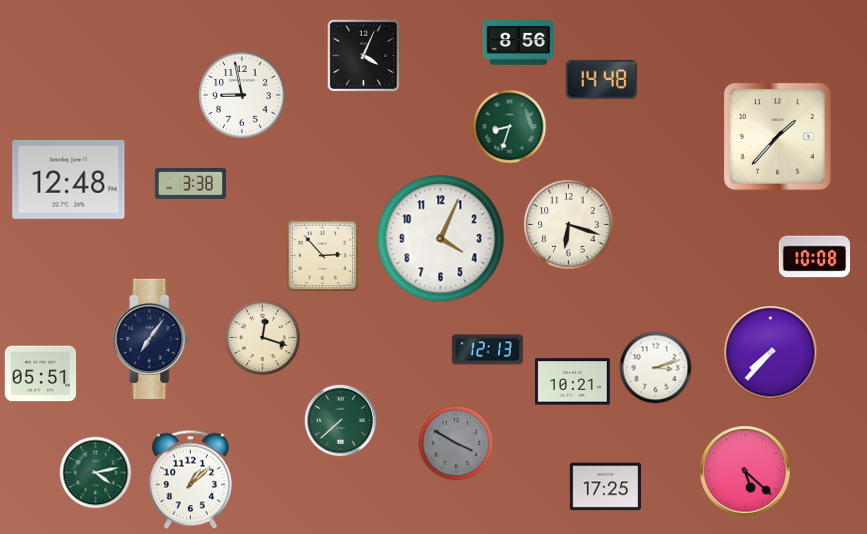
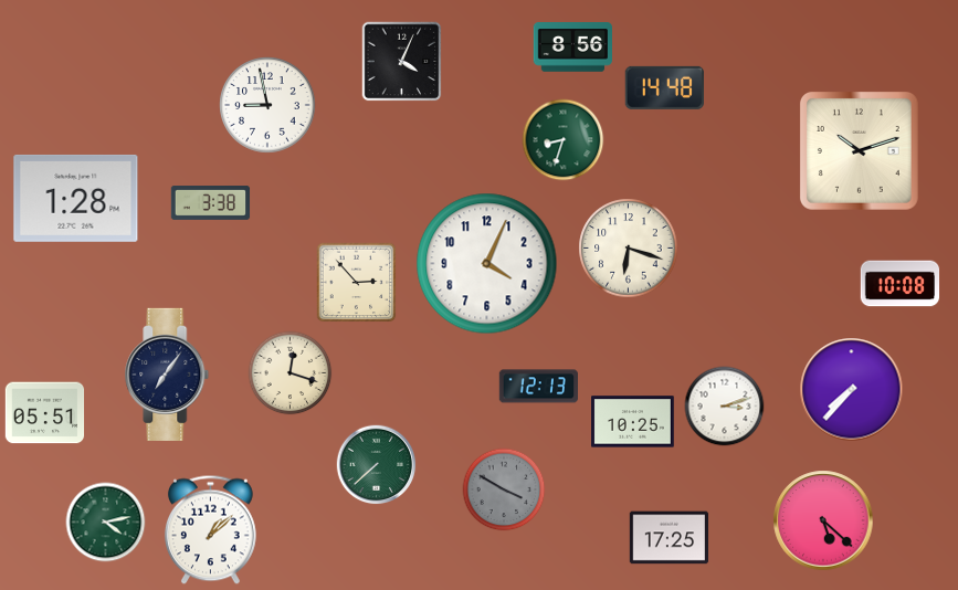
clock at (777, 136): 1:37 -> 10:12
clock at (69, 179): 12:48 -> 1:28
clock at (573, 382): 10:21 -> 10:25
